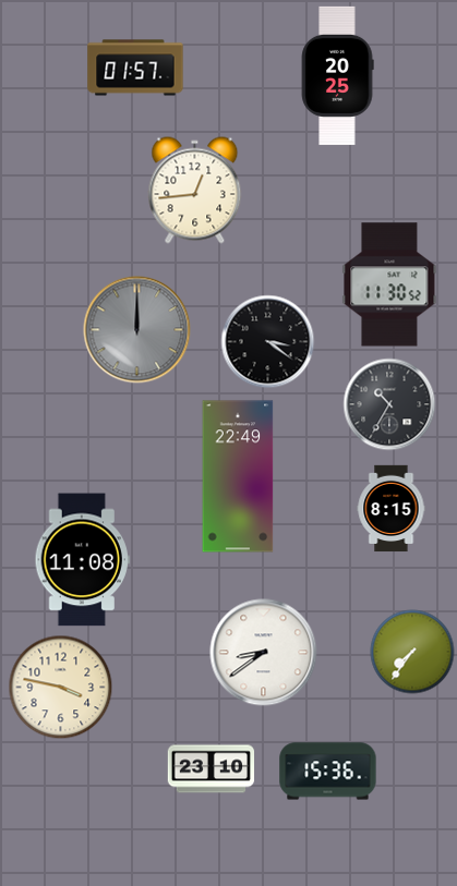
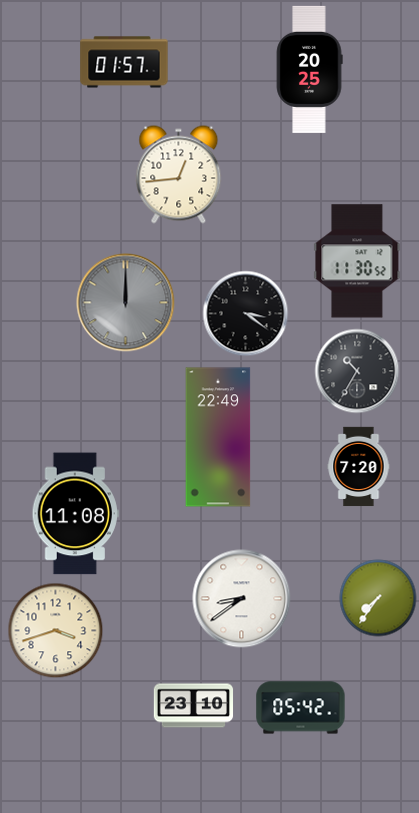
clock at (392, 509): 8:15 -> 7:20
clock at (61, 688): 3:47 -> 3:42
clock at (328, 772): 15:36 -> 05:42
